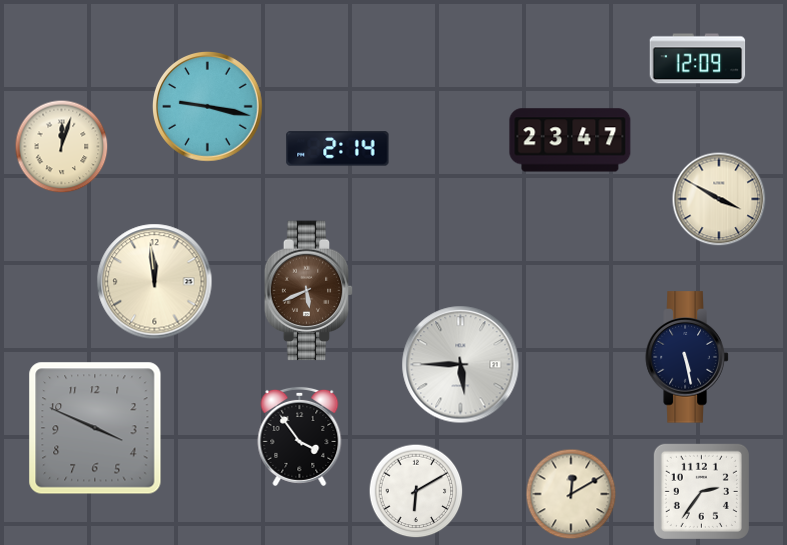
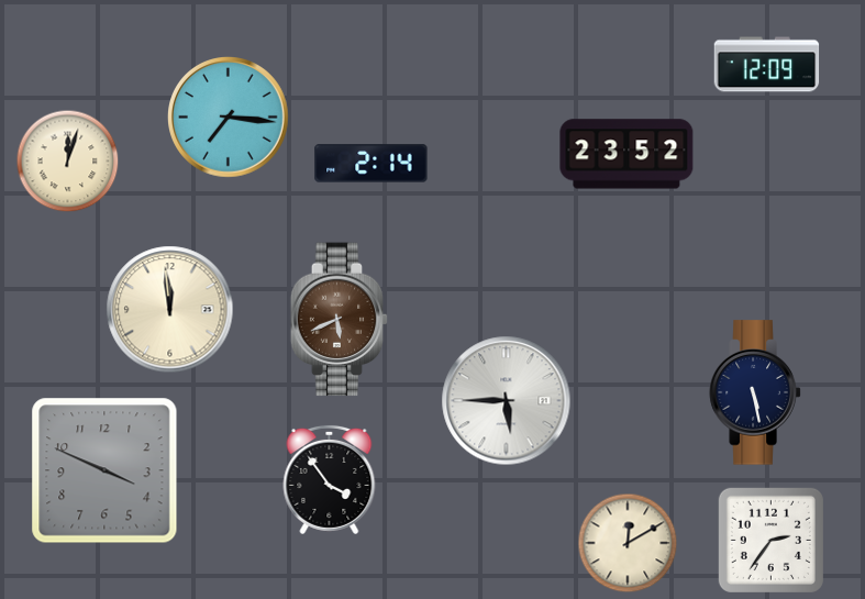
clock at (208, 107): 9:17 -> 7:16
clock at (570, 140): 23:47 -> 23:52
clock at (719, 199): 3:50 -> none
clock at (416, 491): 6:10 -> none
